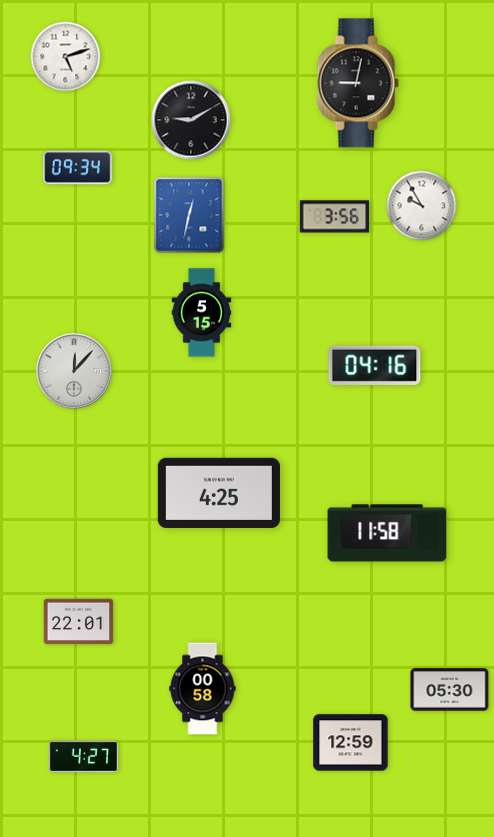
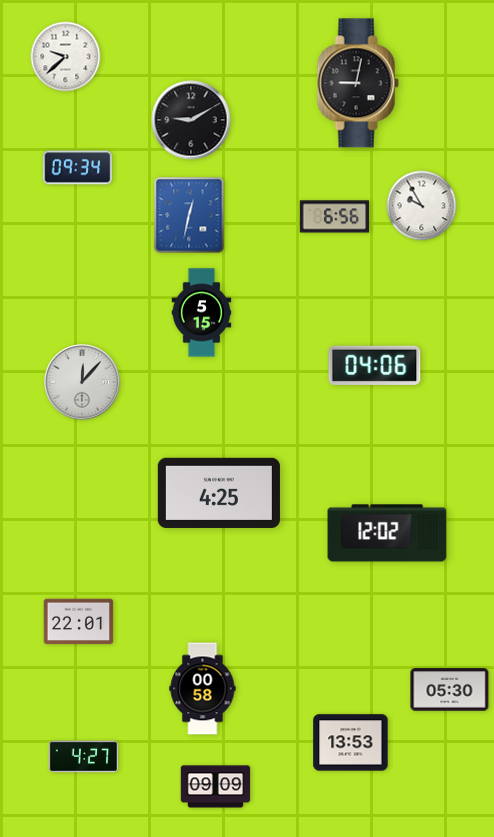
clock at (66, 57): 5:12 -> 9:38
clock at (335, 217): 3:56 -> 6:56
clock at (375, 365): 04:16 -> 04:06
clock at (74, 371) position: (74, 371) -> (82, 382)
clock at (387, 533): 11:58 -> 12:02
clock at (351, 743): 12:59 -> 13:53
clock at (216, 787): none -> 09:09
